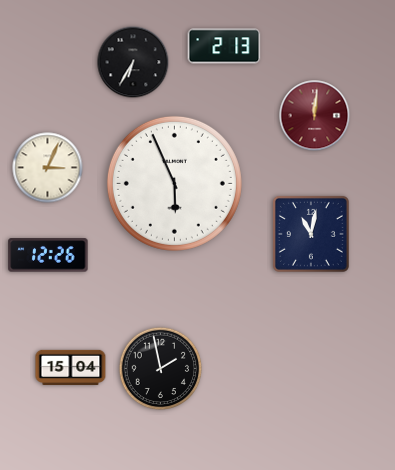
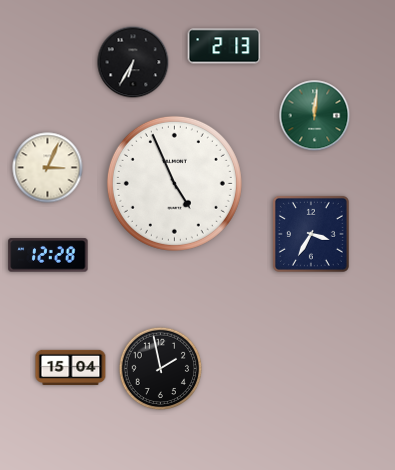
clock at (315, 116) dial: burgundy -> green
clock at (174, 183): 5:56 -> 4:56
clock at (311, 234): 11:02 -> 3:35
clock at (48, 255): 12:26 -> 12:28
